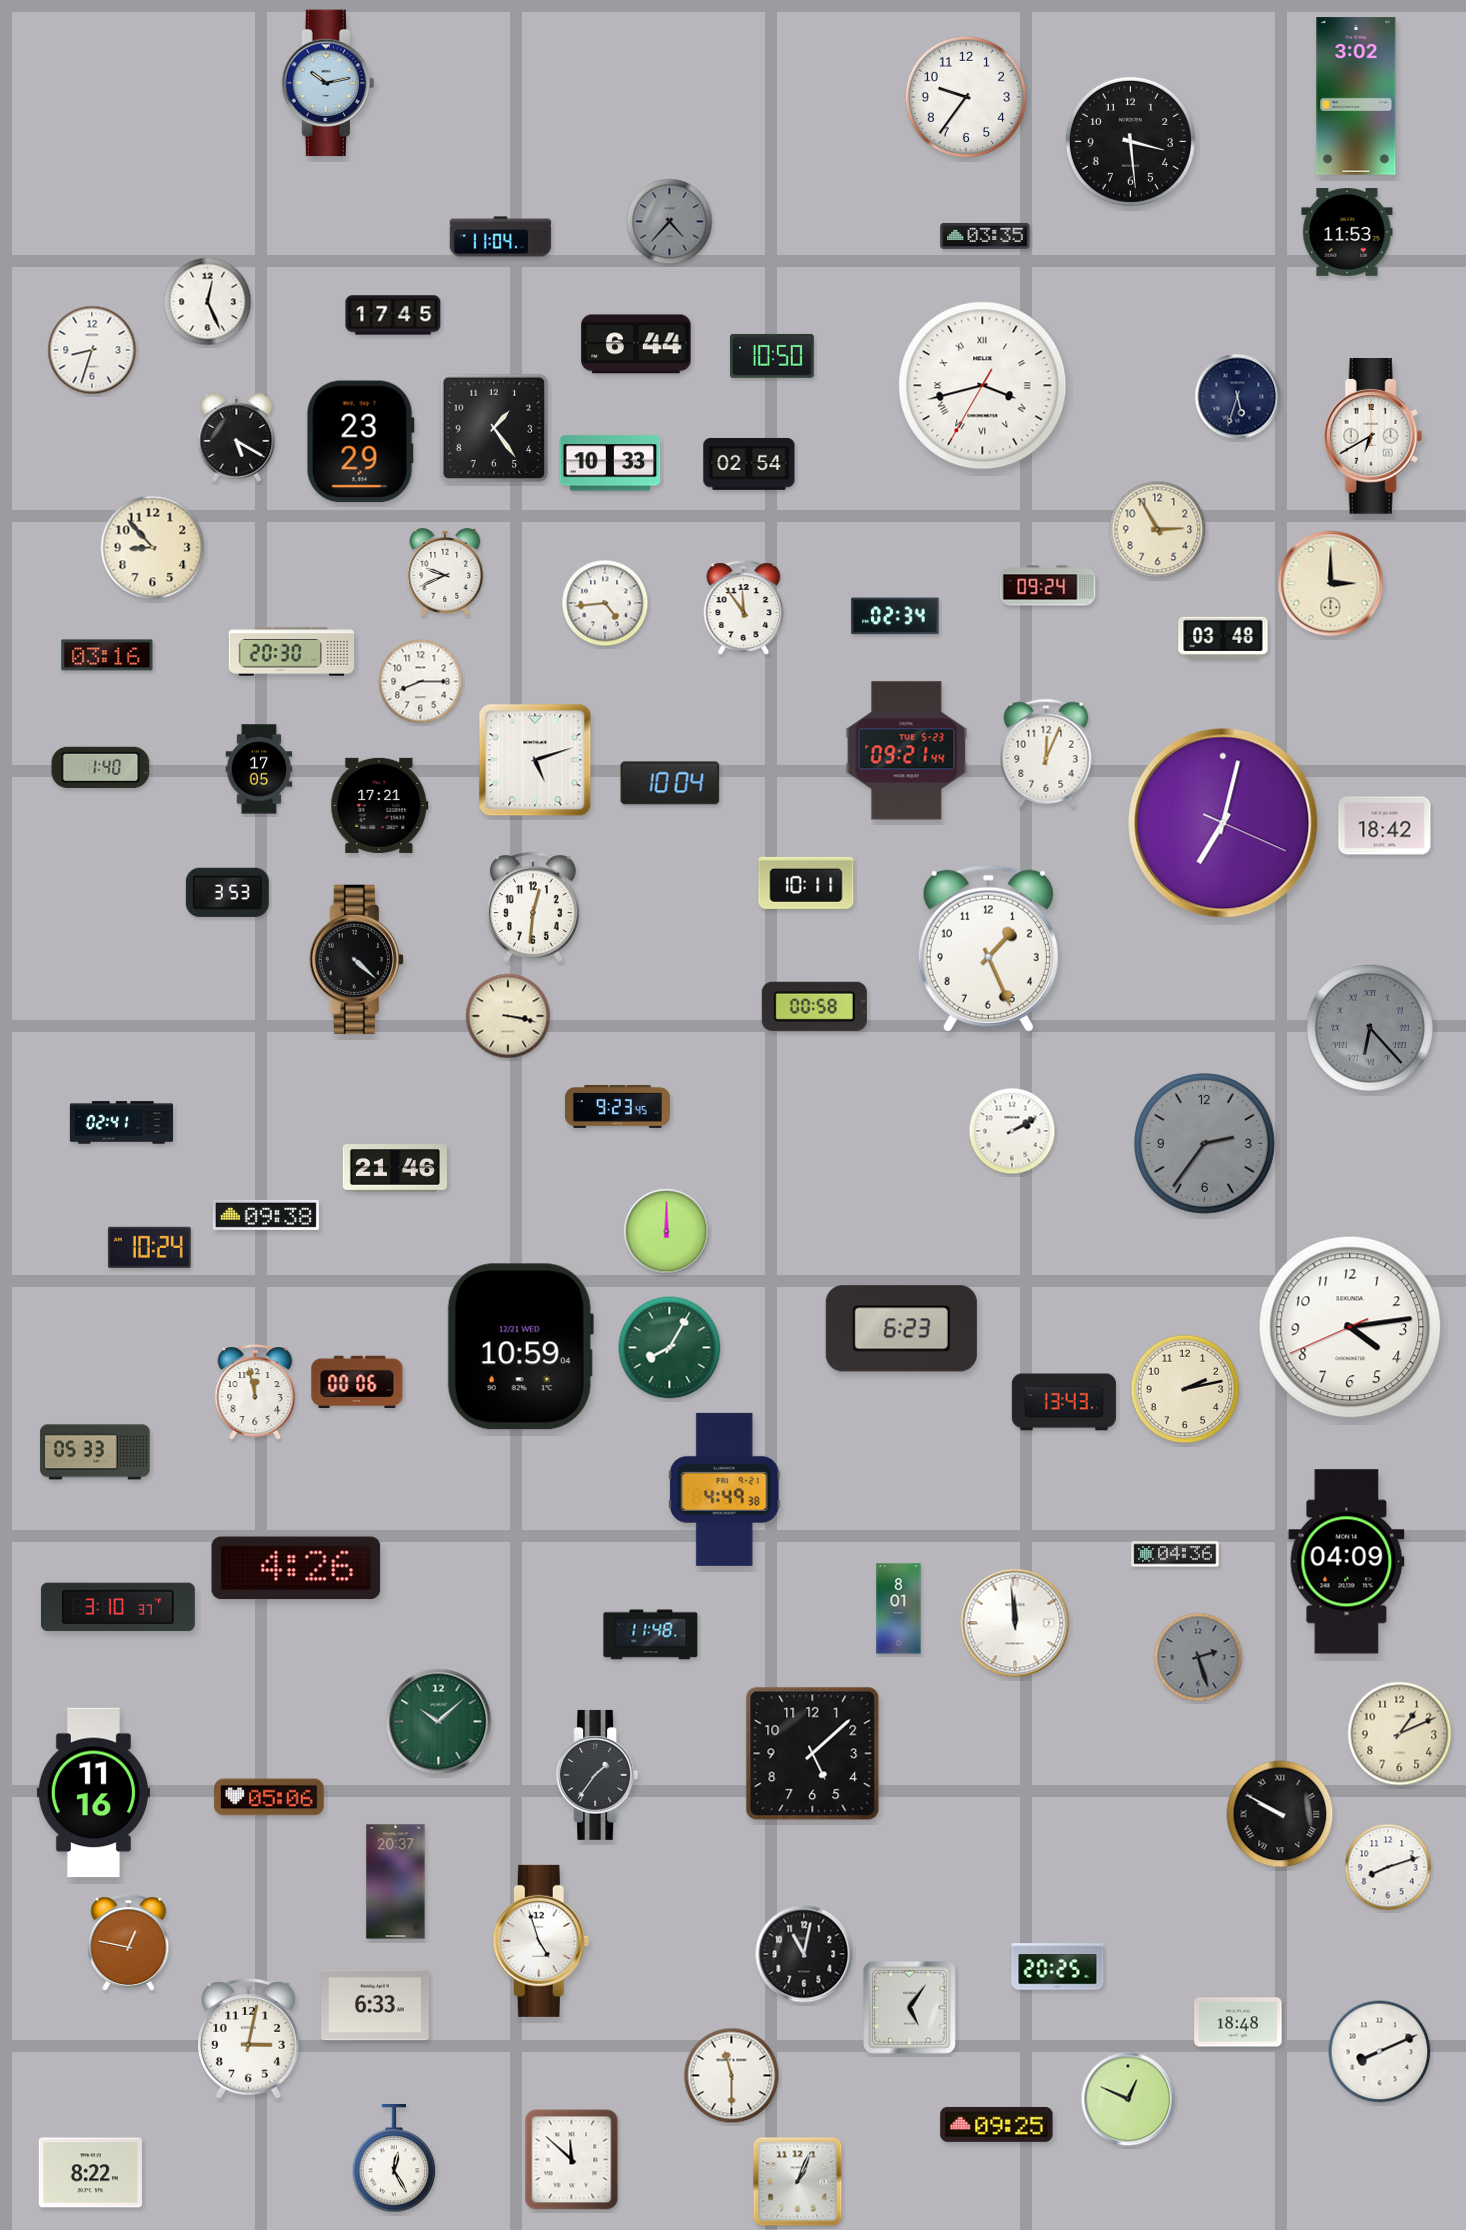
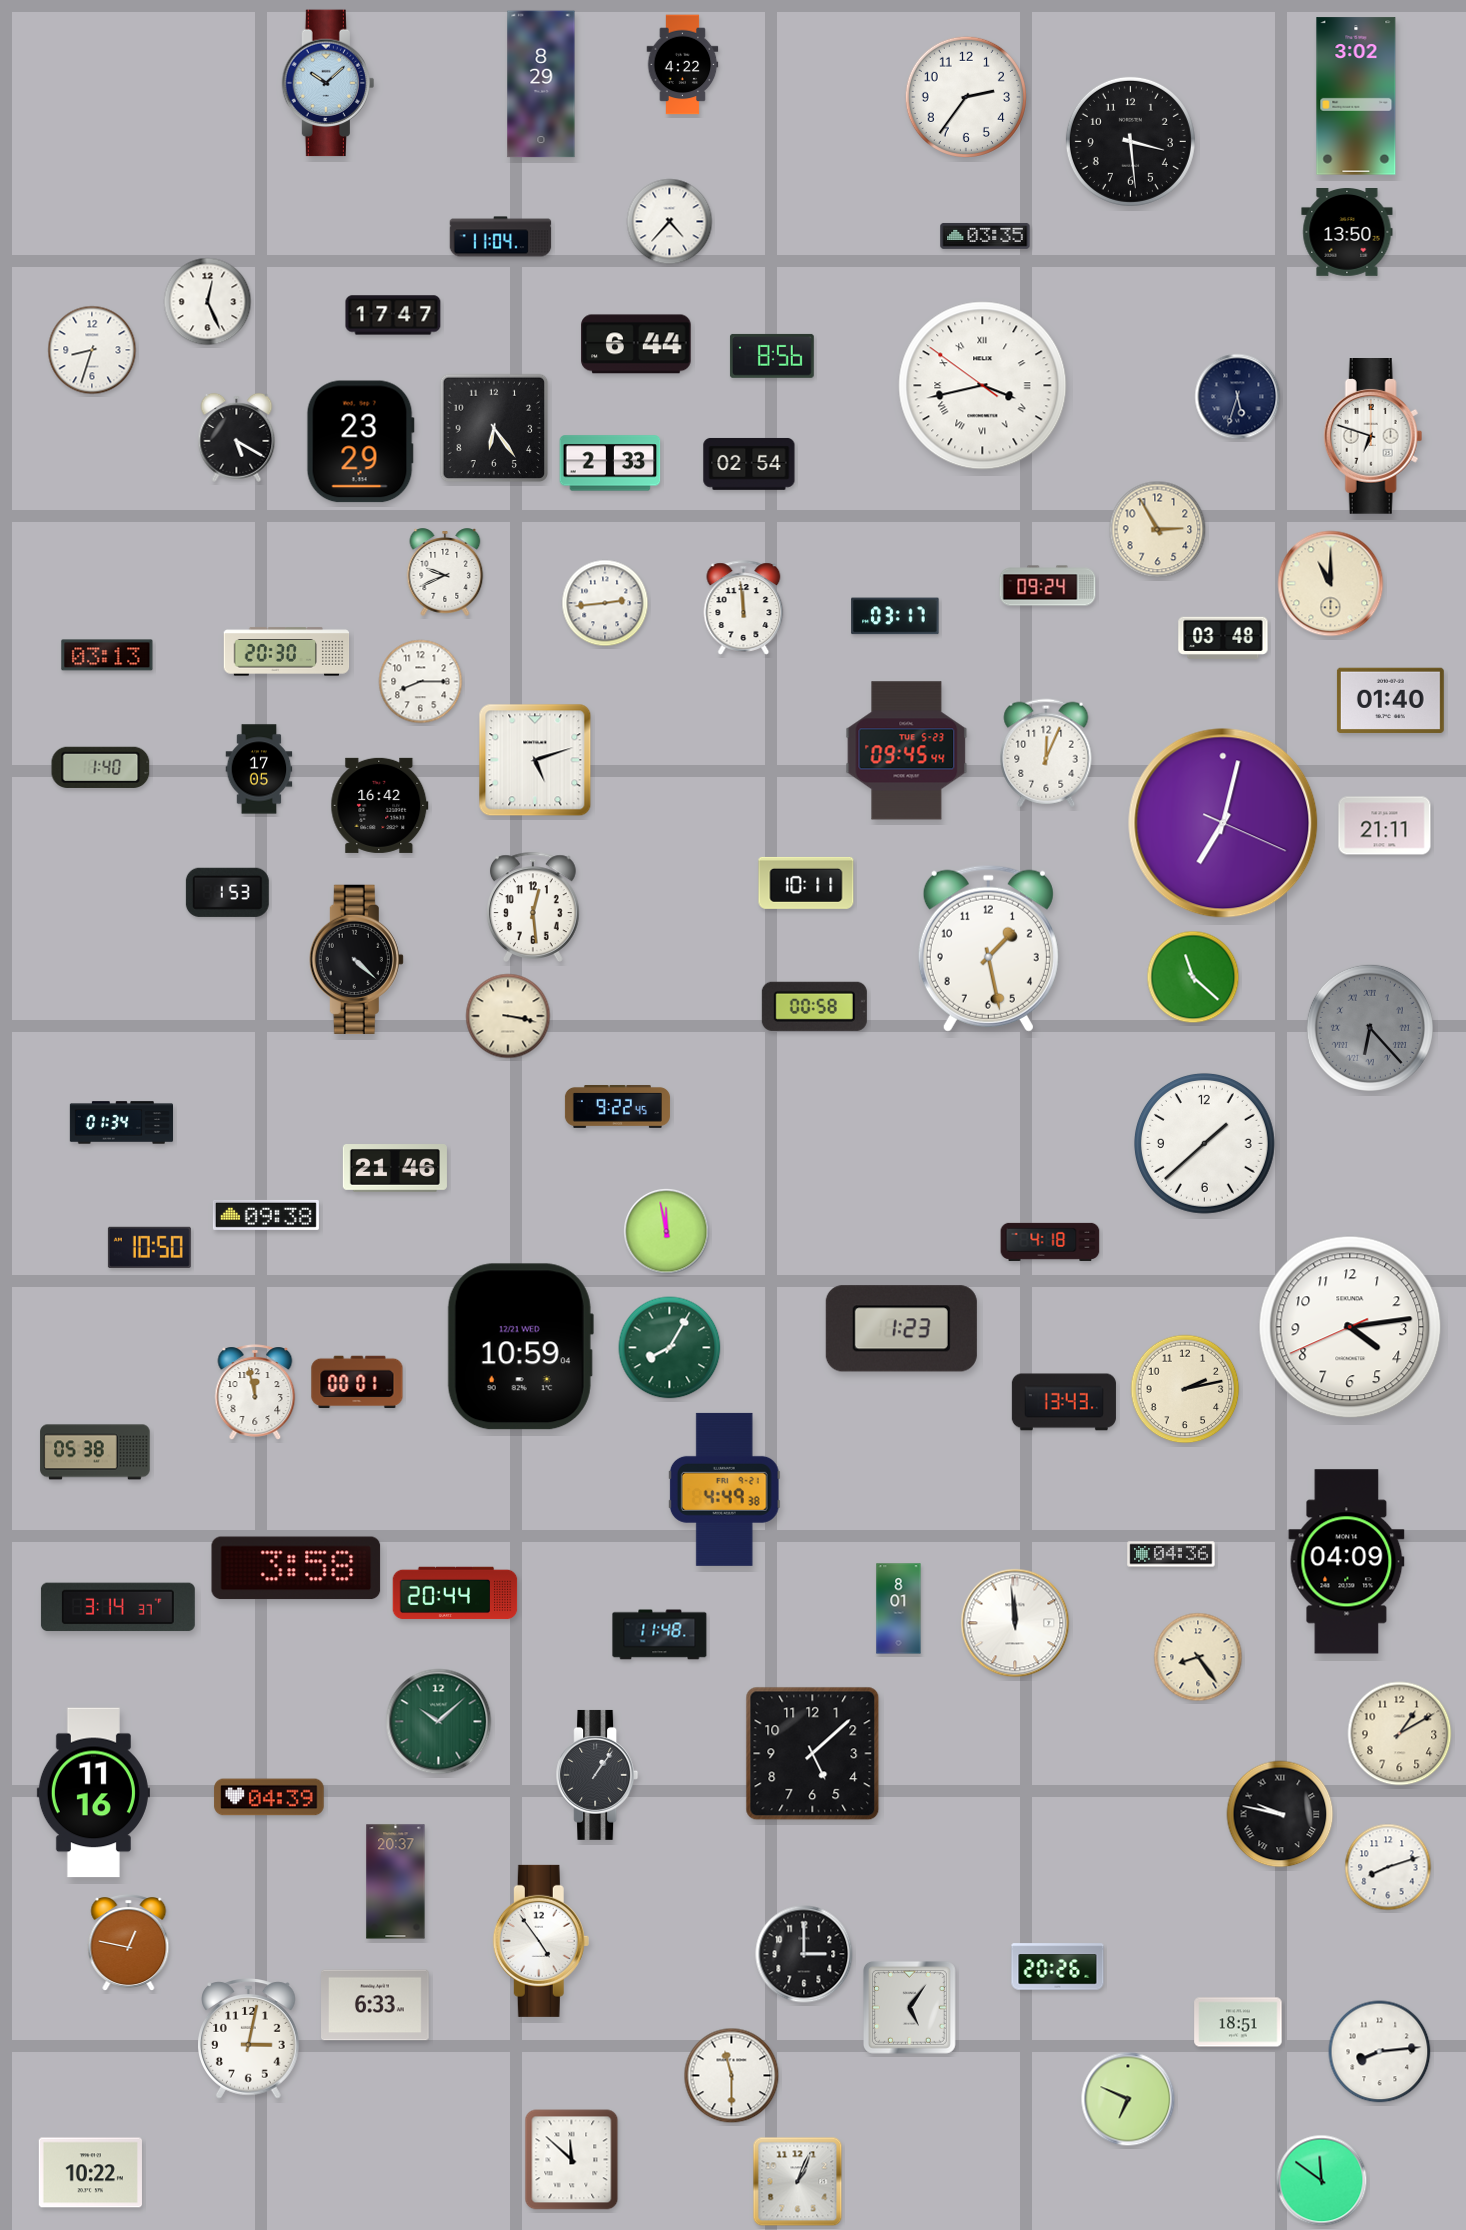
clock at (683, 65): none -> 4:22
clock at (328, 83): 10:13 -> 10:08
clock at (541, 84): none -> 8:29
clock at (966, 97): 9:36 -> 2:36
clock at (670, 222) dial: grey -> white
clock at (1347, 233): 11:53 -> 13:50
clock at (393, 315): 17:45 -> 17:47
clock at (772, 356): 10:50 -> 8:56
clock at (983, 386): 3:42:35 -> 3:42:51
clock at (494, 428): 1:24 -> 6:24
clock at (1373, 437): 6:40 -> 6:48
clock at (610, 463): 10:33 -> 2:33
clock at (153, 548): 8:53 -> none
clock at (1331, 584): 3:00 -> 11:00
clock at (605, 603): 4:44 -> 2:44
clock at (744, 608): 11:54 -> 11:59
clock at (895, 616): 02:34 -> 03:17
clock at (292, 652) position: (292, 652) -> (287, 652)
clock at (107, 655): 03:16 -> 03:13
clock at (1390, 700): none -> 01:40
clock at (907, 751): 09:21 -> 09:45
clock at (670, 783): 10:04 -> none
clock at (380, 805): 17:21 -> 16:42
clock at (1385, 826): 18:42 -> 21:11
clock at (227, 892): 3:53 -> 1:53
clock at (534, 907): 12:31 -> 12:29
clock at (988, 948): 1:26 -> 1:28
clock at (1193, 977): none -> 11:22
clock at (617, 1107): 9:23 -> 9:22
clock at (121, 1123): 02:41 -> 01:34
clock at (1012, 1131): 2:10 -> none
clock at (1204, 1143): 2:36 -> 1:38
clock at (1204, 1143) dial: grey -> white
clock at (667, 1232): 12:00 -> 11:58
clock at (1050, 1242): none -> 4:18
clock at (149, 1247): 10:24 -> 10:50
clock at (901, 1329): 6:23 -> 1:23
clock at (357, 1382): 00:06 -> 00:01
clock at (95, 1452): 05:33 -> 05:38
clock at (1175, 1554) position: (1175, 1554) -> (1171, 1554)
clock at (296, 1568): 4:26 -> 3:58
clock at (455, 1593): none -> 20:44
clock at (118, 1607): 3:10 -> 3:14
clock at (651, 1635) position: (651, 1635) -> (660, 1635)
clock at (1198, 1657): 2:27 -> 8:24
clock at (1198, 1657) dial: grey -> cream
clock at (1400, 1734): 1:11 -> 1:10
clock at (597, 1775): 1:36 -> 1:06
clock at (269, 1797): 05:06 -> 04:39
clock at (1280, 1814): 9:50 -> 9:47
clock at (541, 1941): 4:57 -> 4:54
clock at (804, 1954): 11:02 -> 3:00
clock at (1058, 1967): 20:25 -> 20:26
clock at (1238, 2022): 18:48 -> 18:51
clock at (1380, 2052): 8:11 -> 8:14
clock at (1128, 2099): 12:49 -> 6:49
clock at (997, 2124): 09:25 -> none
clock at (394, 2159): 12:25 -> none
clock at (90, 2173): 8:22 -> 10:22
clock at (1322, 2181): none -> 11:51
